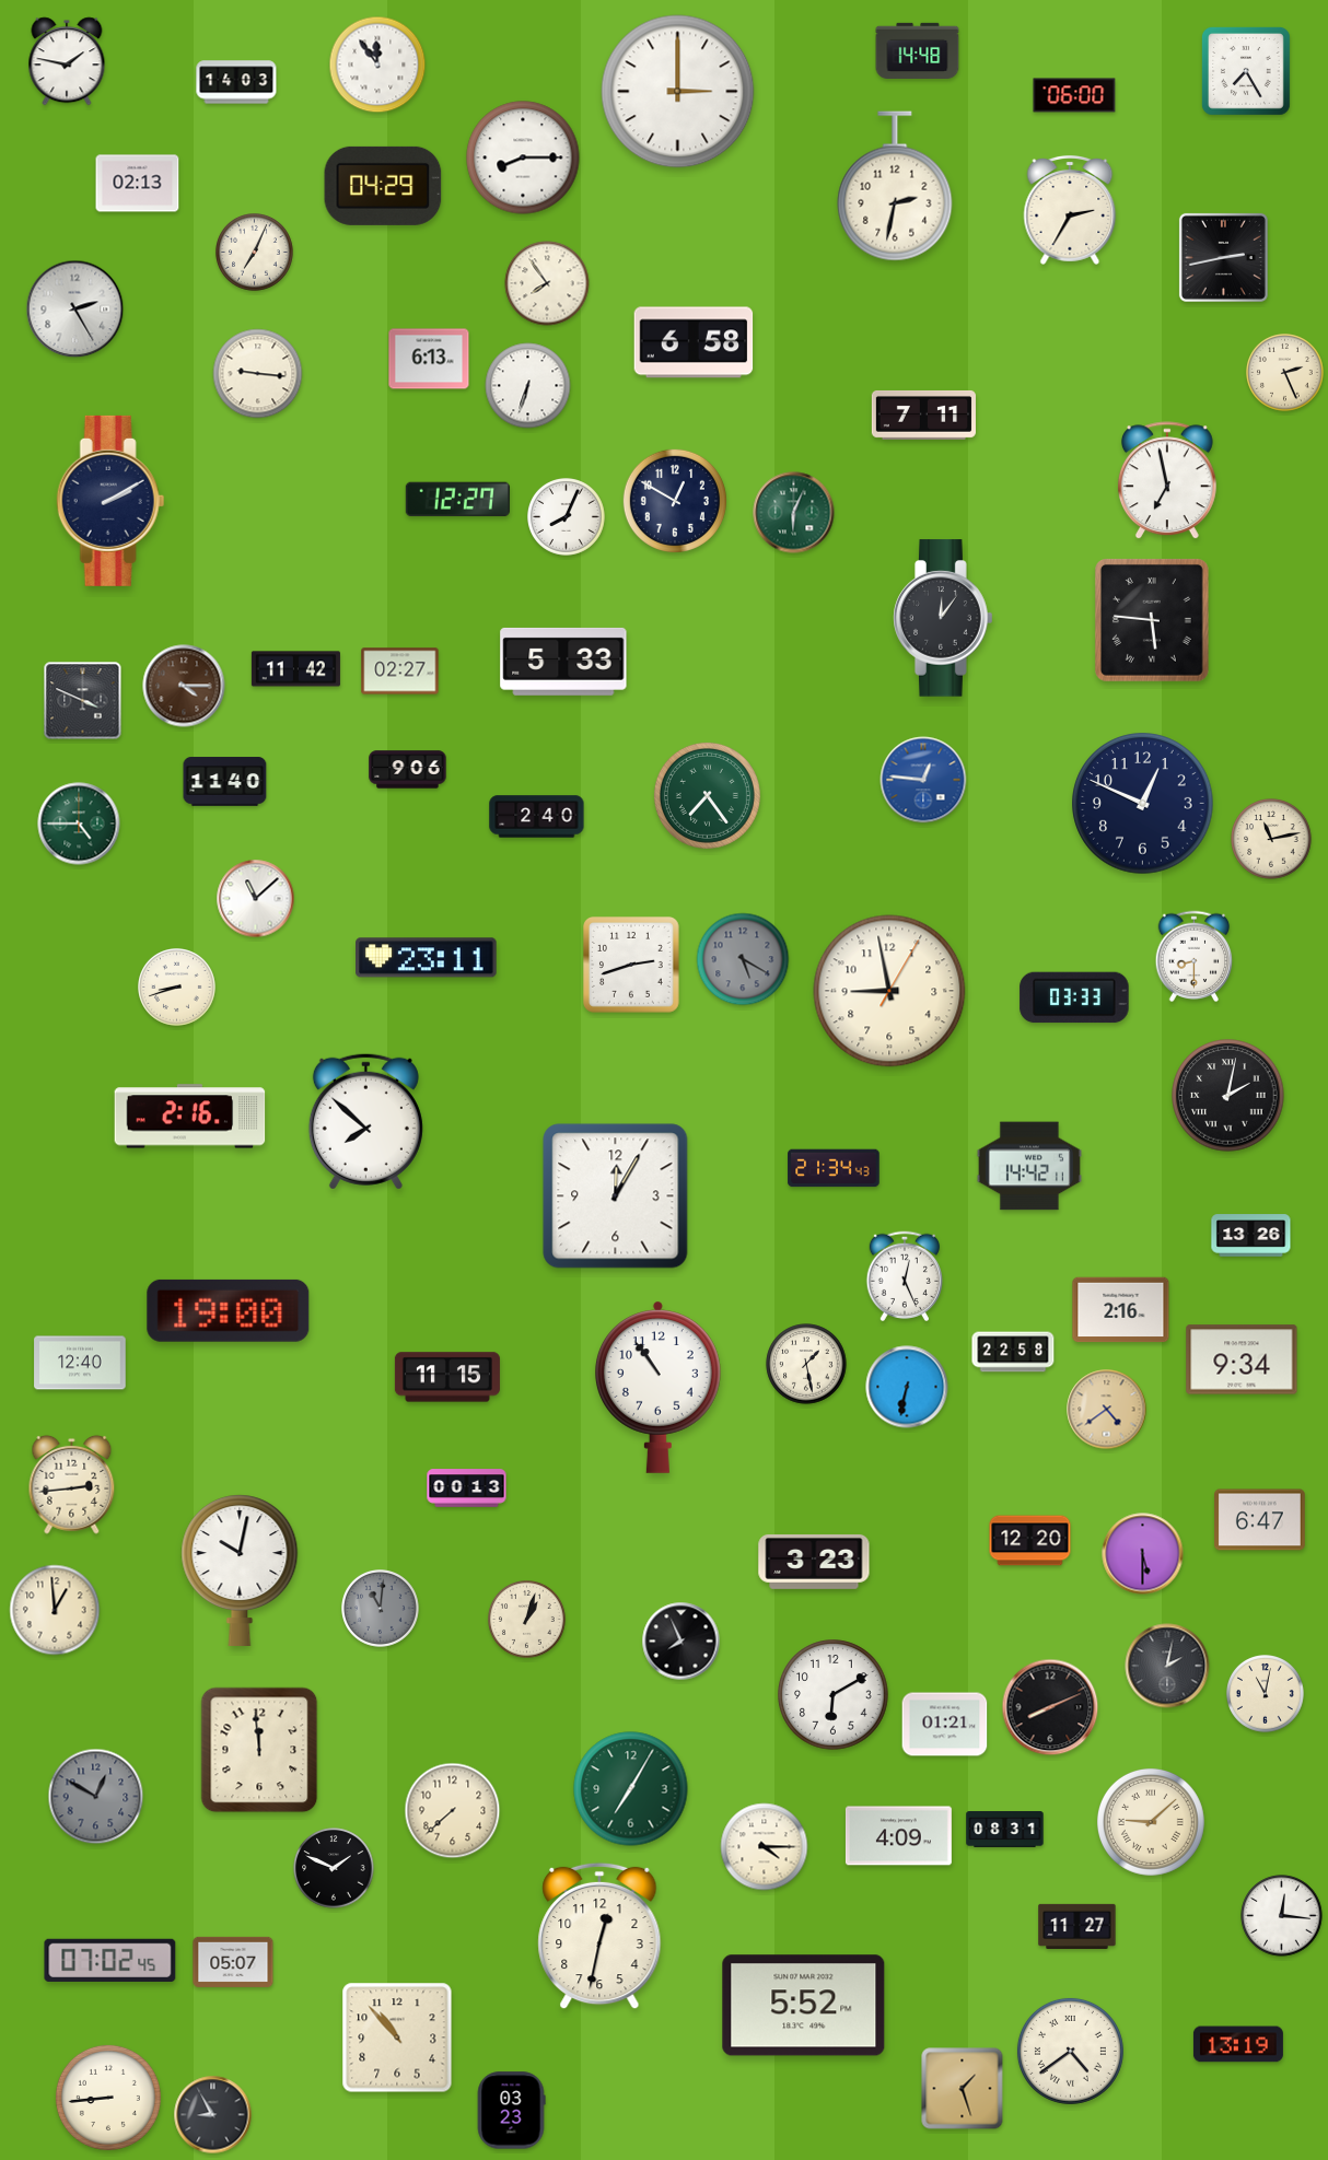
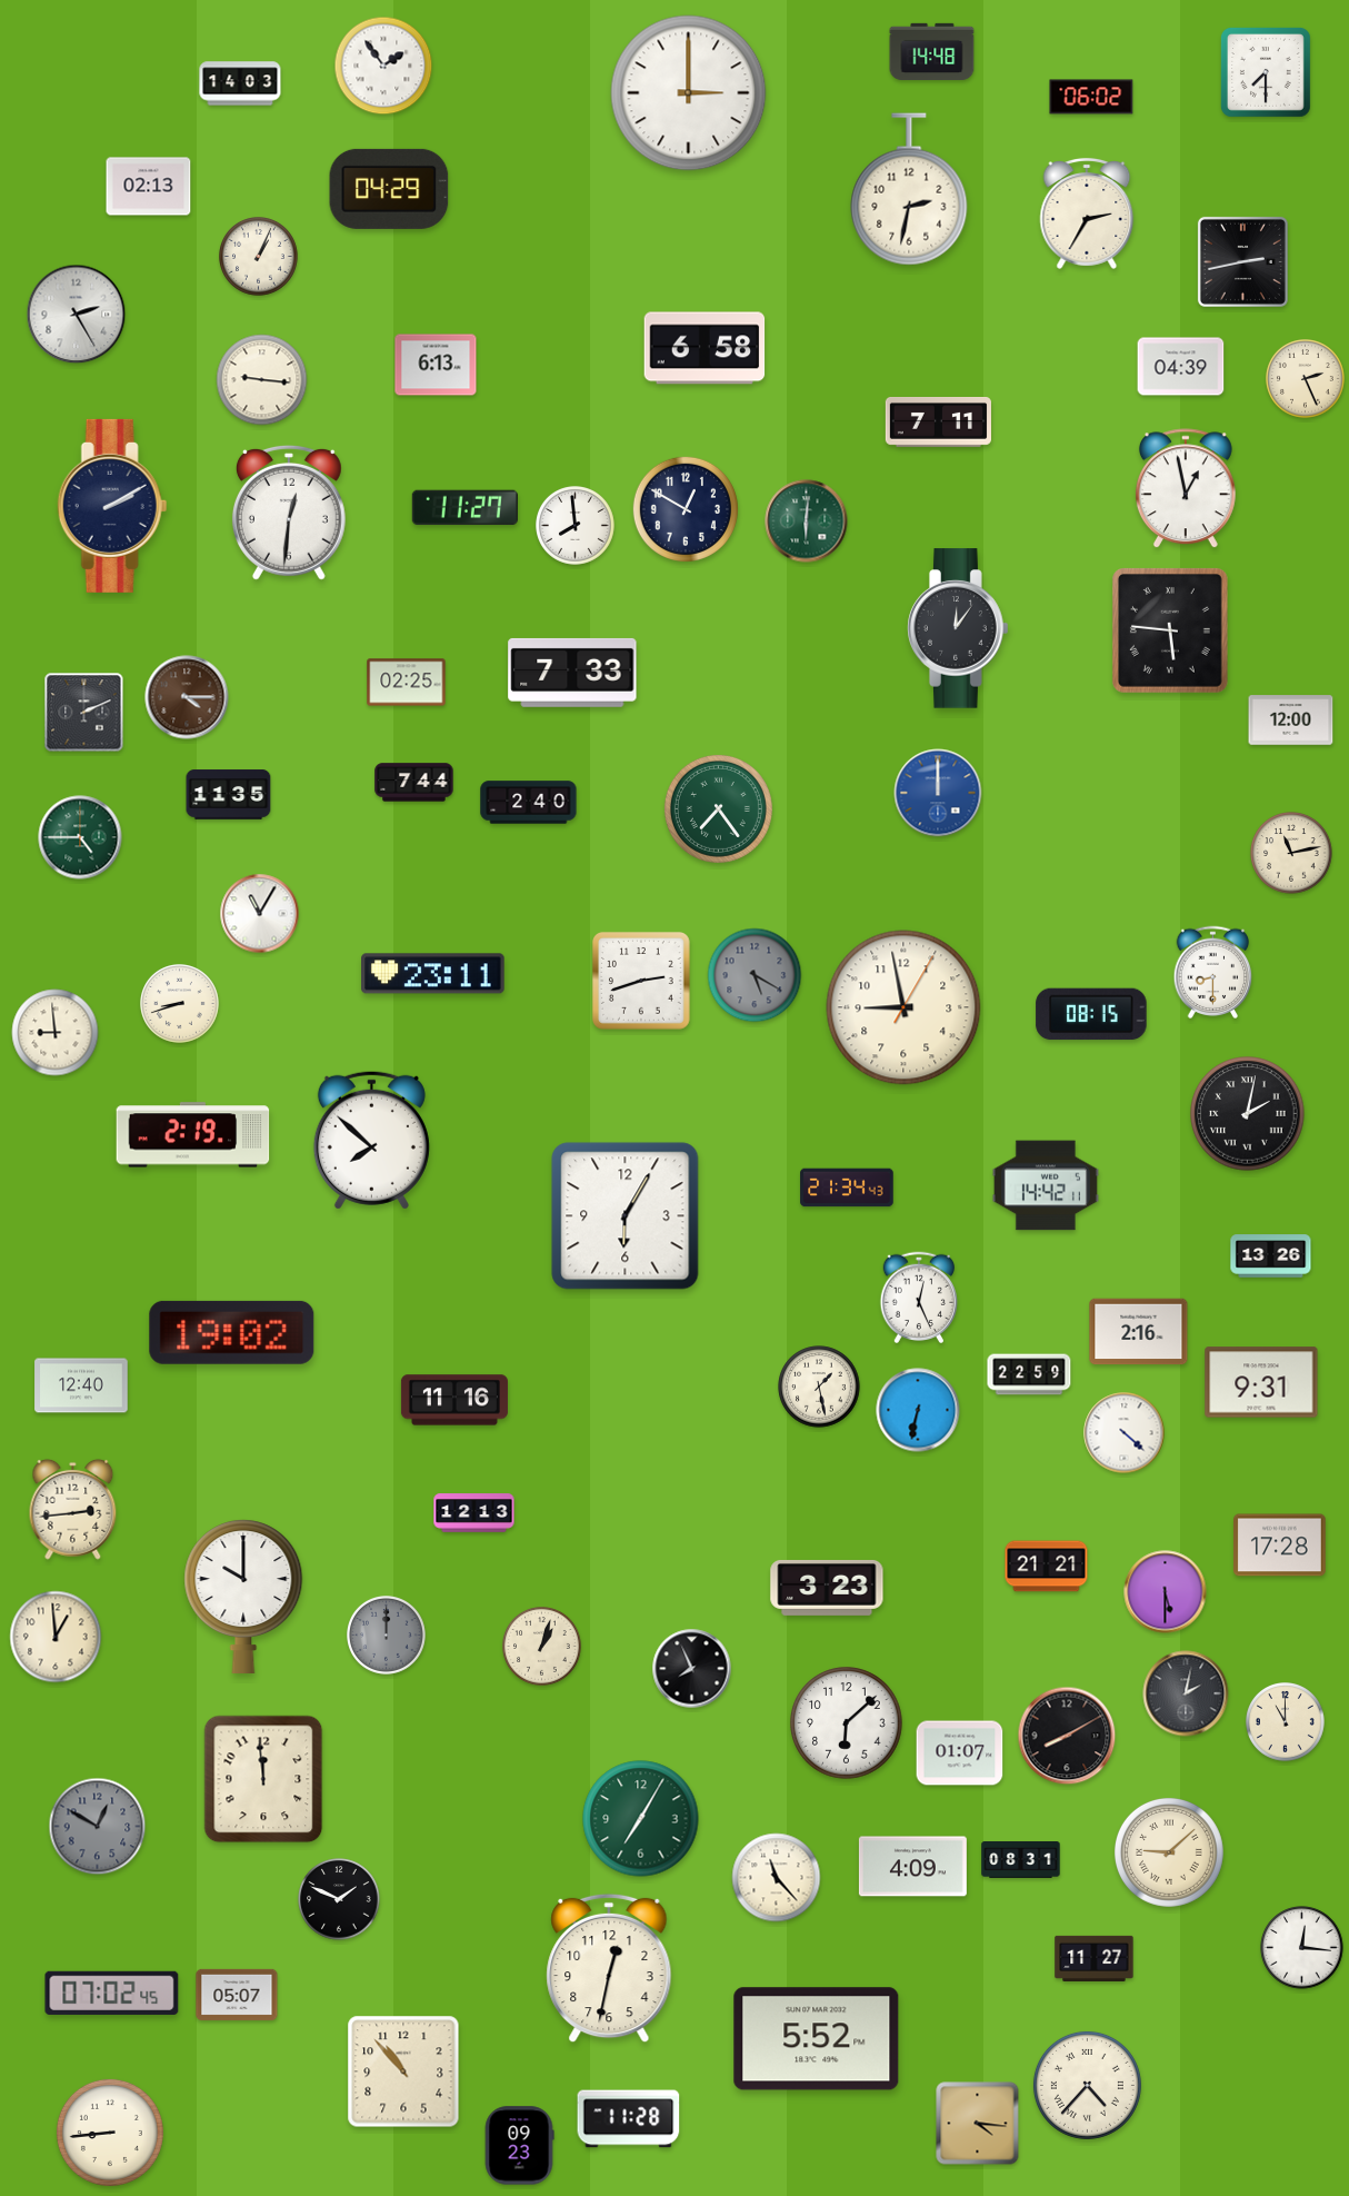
clock at (67, 61): 1:47 -> none
clock at (377, 65): 11:54 -> 1:54
clock at (1246, 71): 7:25 -> 7:30
clock at (1074, 95): 06:00 -> 06:02
clock at (523, 157): 8:15 -> none
clock at (138, 184) position: (138, 184) -> (149, 187)
clock at (255, 253): 7:04 -> 1:04
clock at (547, 283): 7:54 -> none
clock at (1181, 367): none -> 04:39
clock at (528, 386): 6:33 -> none
clock at (1167, 481): 6:58 -> 12:58
clock at (457, 500): 12:27 -> 11:27
clock at (110, 501) position: (110, 501) -> (112, 506)
clock at (289, 513): none -> 12:31
clock at (794, 513): 6:04 -> 6:01
clock at (567, 517): 8:04 -> 7:59
clock at (563, 662): 5:33 -> 7:33
clock at (295, 669): 11:42 -> none
clock at (400, 672): 02:27 -> 02:25
clock at (83, 701): 3:49 -> 2:11
clock at (1291, 721): none -> 12:00
clock at (408, 770): 9:06 -> 7:44
clock at (923, 780): 12:46 -> 12:00
clock at (225, 782): 11:40 -> 11:35
clock at (1143, 804): 12:49 -> none
clock at (537, 817) position: (537, 817) -> (529, 803)
clock at (256, 899): 11:08 -> 11:05
clock at (1074, 997): 03:33 -> 08:15
clock at (56, 1033): none -> 8:59
clock at (190, 1117): 2:16 -> 2:19
clock at (616, 1196): 12:05 -> 6:05
clock at (229, 1310): 19:00 -> 19:02
clock at (1013, 1352): 22:58 -> 22:59
clock at (1242, 1359): 9:34 -> 9:31
clock at (447, 1377): 11:15 -> 11:16
clock at (657, 1387): 10:54 -> none
clock at (907, 1387) position: (907, 1387) -> (918, 1410)
clock at (1107, 1410): 4:39 -> 4:22
clock at (1107, 1410) dial: champagne -> white
clock at (467, 1488): 00:13 -> 12:13
clock at (1260, 1520): 6:47 -> 17:28
clock at (1030, 1541): 12:20 -> 21:21
clock at (1143, 1554) position: (1143, 1554) -> (1166, 1592)
clock at (240, 1569): 10:02 -> 10:00
clock at (381, 1609): 11:01 -> 12:00
clock at (527, 1620) position: (527, 1620) -> (542, 1647)
clock at (1266, 1694): 11:02 -> 11:00
clock at (834, 1695): 6:10 -> 6:08
clock at (1050, 1707): 8:11 -> 8:10
clock at (945, 1725): 01:21 -> 01:07
clock at (453, 1811): 7:38 -> none
clock at (765, 1847): 4:15 -> 11:23
clock at (1238, 2044): 13:19 -> none
clock at (1070, 2051): 4:39 -> 4:37
clock at (629, 2119): none -> 11:28
clock at (963, 2089): 1:27 -> 4:16
clock at (511, 2111): 03:23 -> 09:23
clock at (213, 2115): 8:55 -> none
